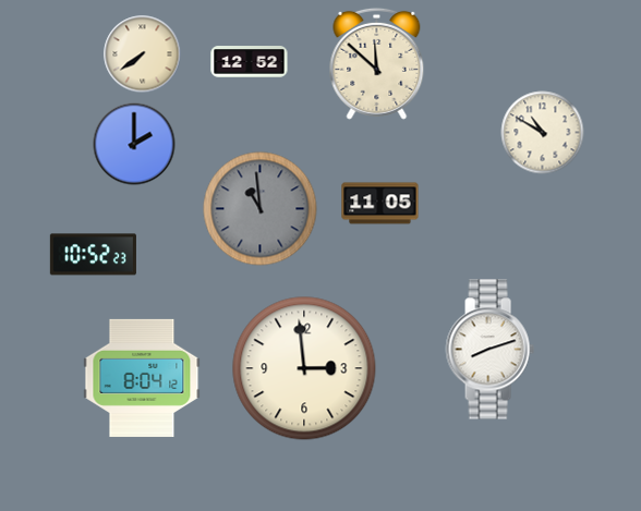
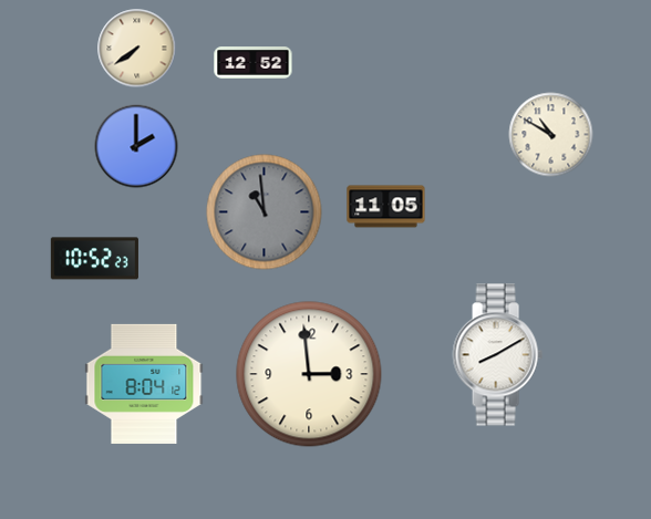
clock at (143, 54) position: (143, 54) -> (137, 49)
clock at (377, 63): 11:52 -> none
clock at (489, 350): 8:12 -> 8:10
